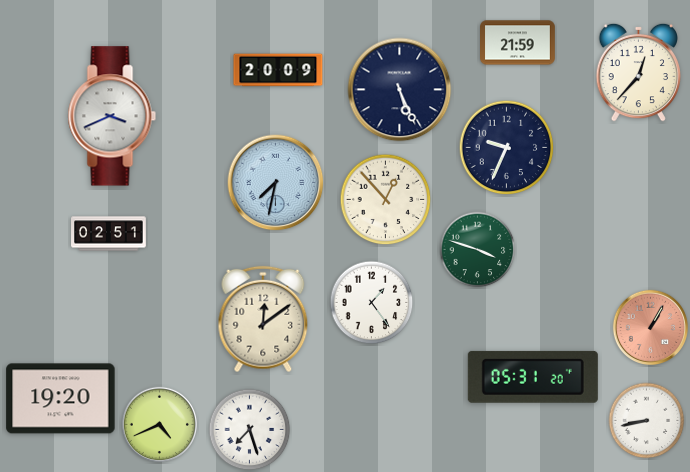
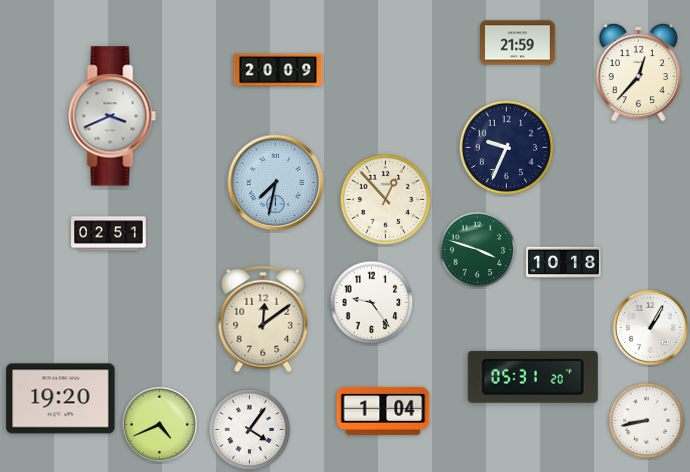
clock at (400, 90): 5:26 -> none
clock at (564, 263): none -> 10:18
clock at (372, 303): 1:24 -> 9:24
clock at (650, 327) dial: salmon -> white
clock at (383, 411): none -> 1:04
clock at (250, 430): 7:27 -> 4:06
